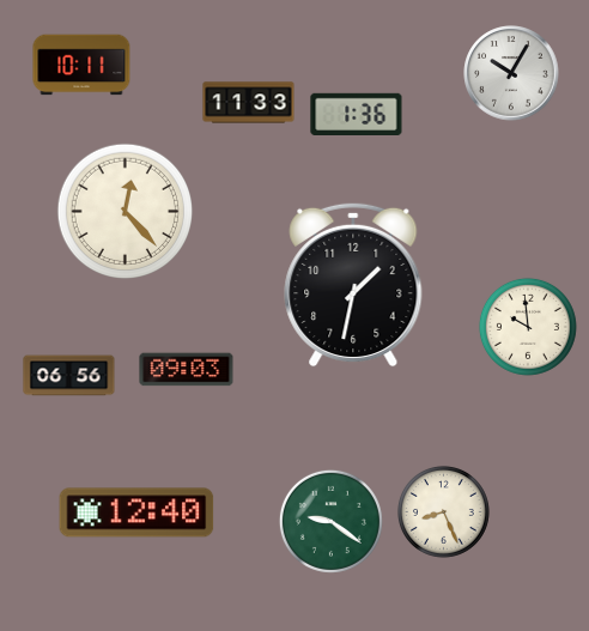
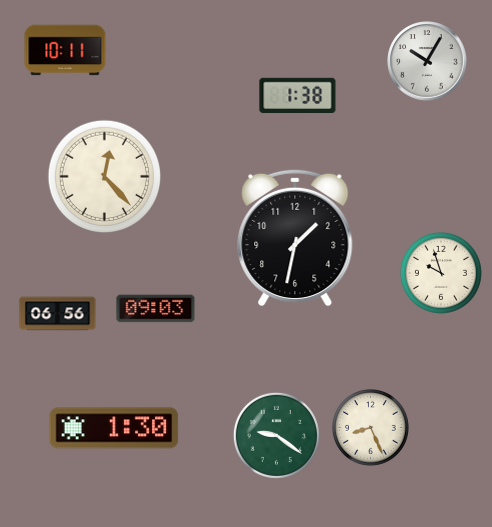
clock at (81, 65) position: (81, 65) -> (65, 50)
clock at (249, 103): 11:33 -> none
clock at (357, 114): 1:36 -> 1:38
clock at (528, 327): 9:59 -> 9:57
clock at (136, 512): 12:40 -> 1:30
